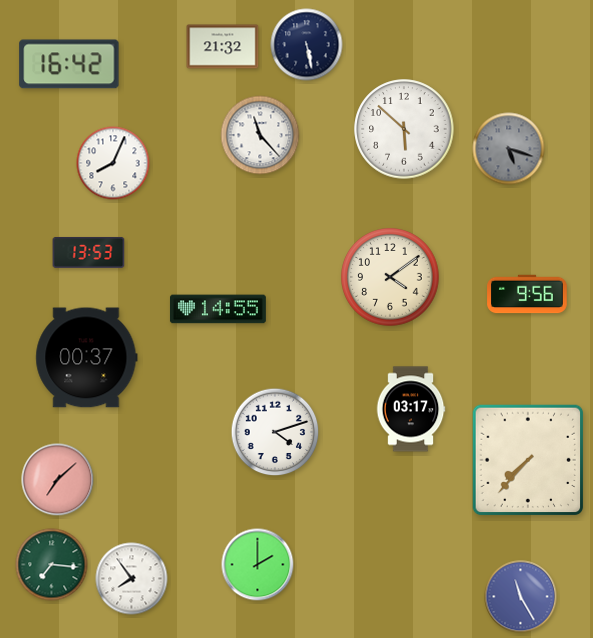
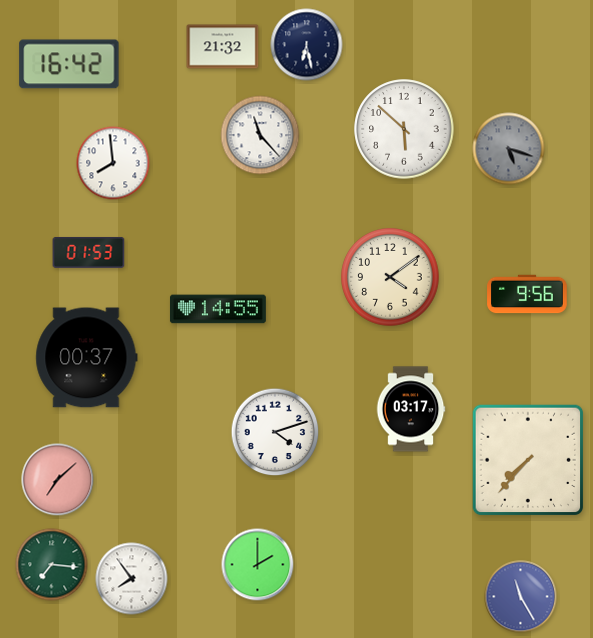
clock at (307, 45): 5:28 -> 6:28
clock at (113, 163): 8:04 -> 7:59
clock at (89, 252): 13:53 -> 01:53
